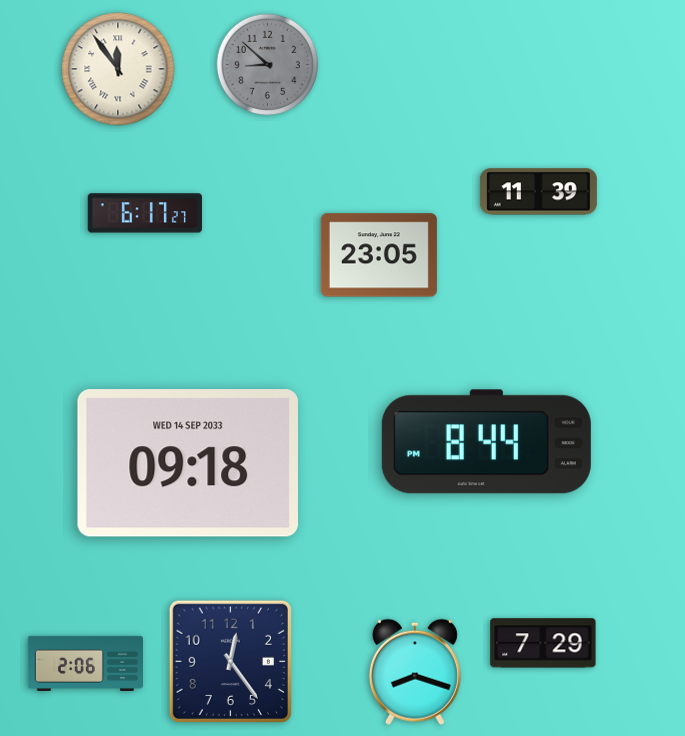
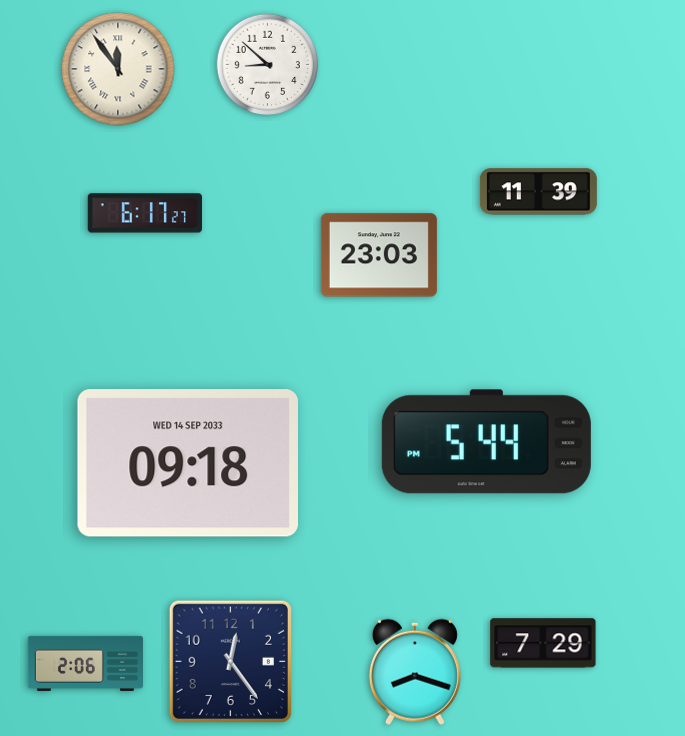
clock at (268, 65) dial: grey -> white
clock at (379, 255): 23:05 -> 23:03
clock at (486, 442): 8:44 -> 5:44
